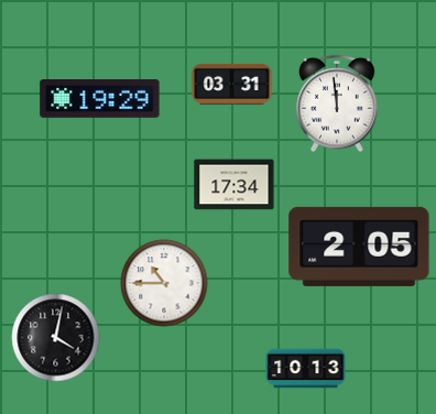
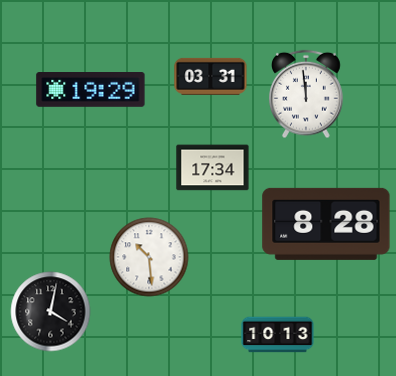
clock at (359, 247): 2:05 -> 8:28
clock at (164, 283): 10:45 -> 10:29
clock at (56, 338) position: (56, 338) -> (51, 312)
